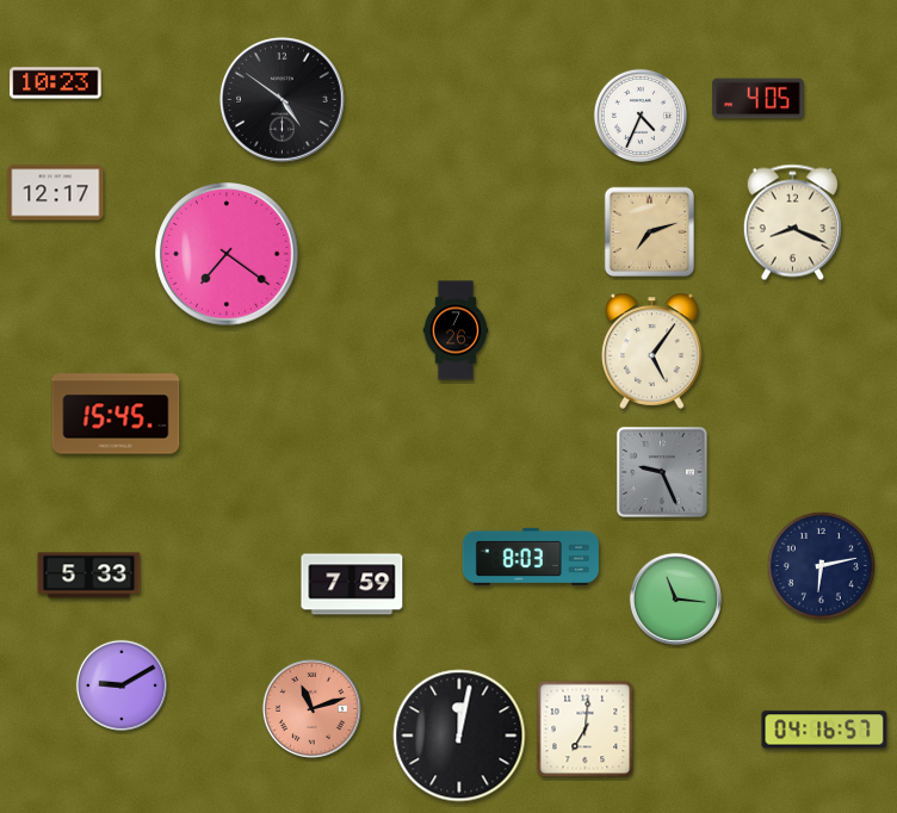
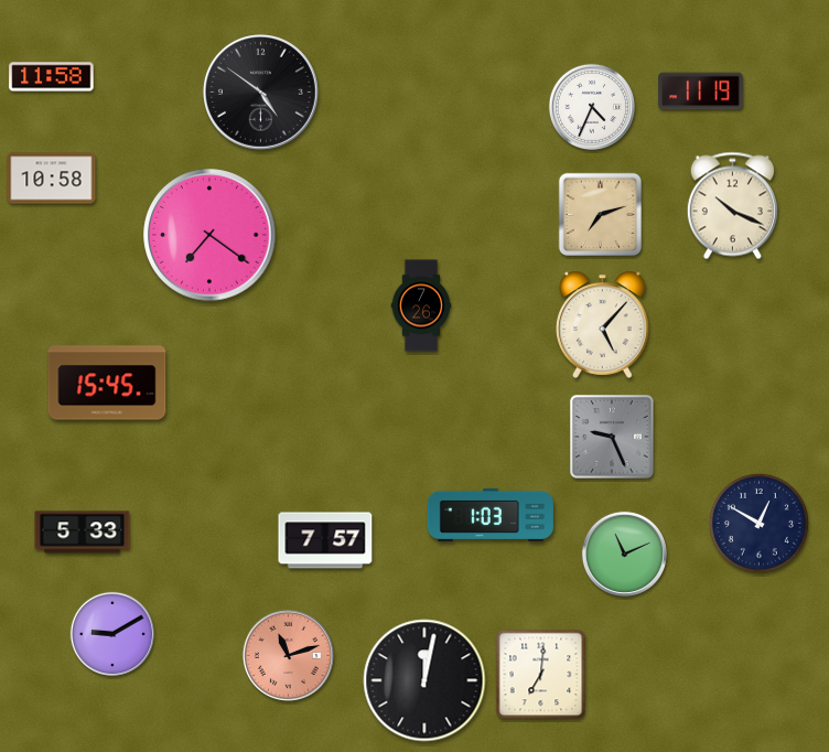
clock at (56, 83): 10:23 -> 11:58
clock at (759, 99): 4:05 -> 11:19
clock at (56, 193): 12:17 -> 10:58
clock at (792, 223): 8:19 -> 10:19
clock at (652, 350): 5:06 -> 5:07
clock at (531, 557): 8:03 -> 1:03
clock at (821, 565): 6:13 -> 12:50
clock at (352, 584): 7:59 -> 7:57
clock at (675, 598): 11:16 -> 11:11
clock at (824, 730): 04:16 -> none
